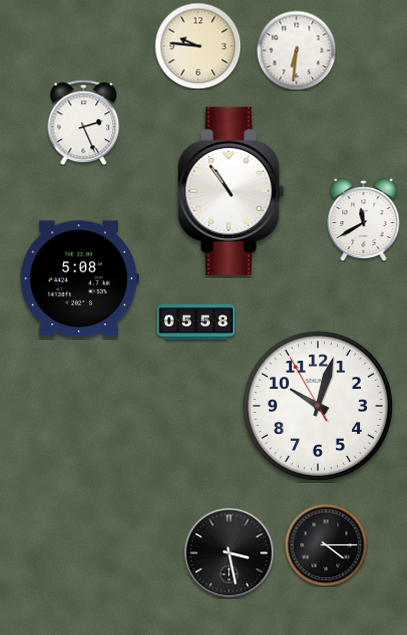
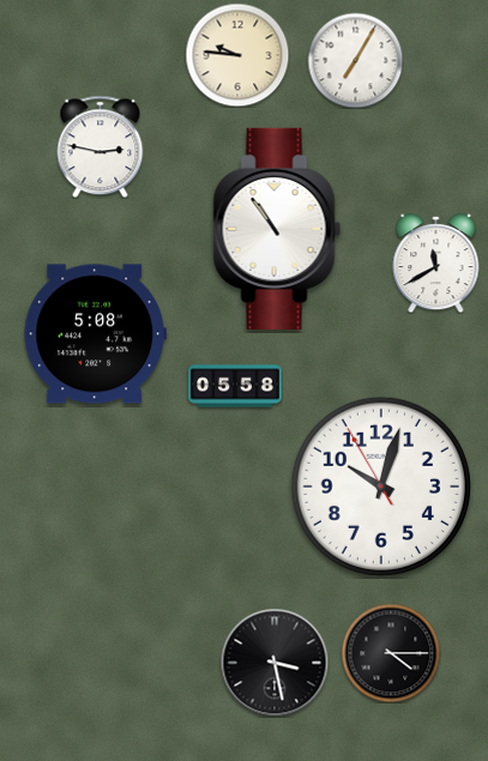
clock at (296, 50): 6:31 -> 7:05
clock at (84, 122): 2:26 -> 2:47
